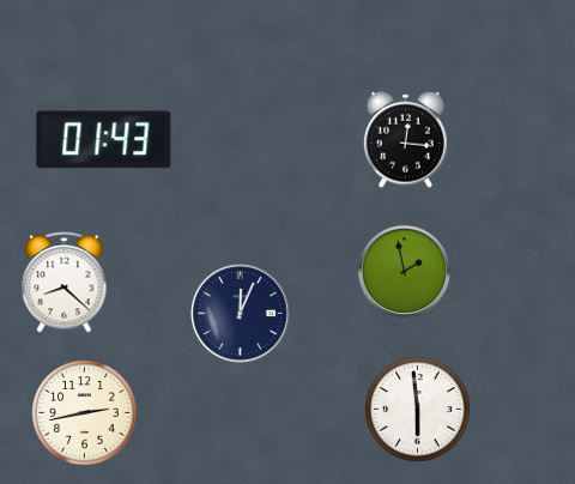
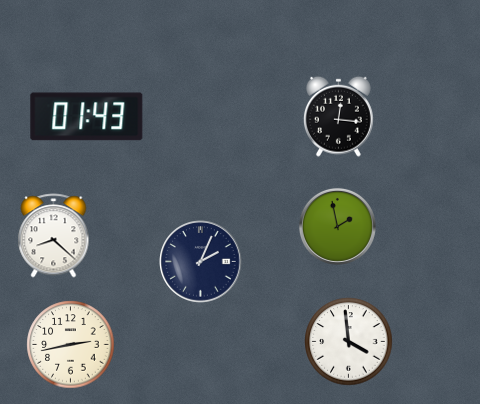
clock at (241, 314): 12:04 -> 2:04
clock at (418, 410): 5:59 -> 3:59
